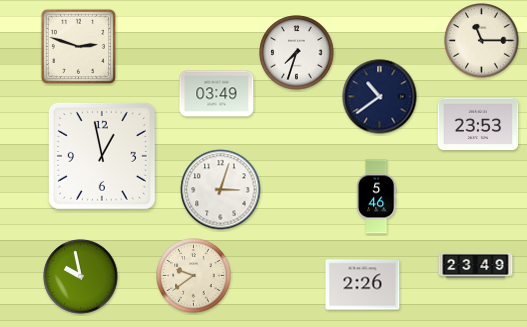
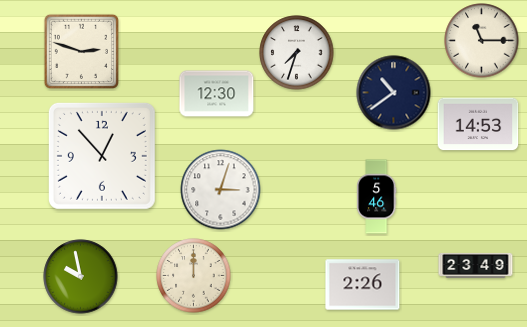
clock at (78, 46) position: (78, 46) -> (81, 51)
clock at (217, 94): 03:49 -> 12:30
clock at (380, 97) position: (380, 97) -> (394, 93)
clock at (478, 124): 23:53 -> 14:53
clock at (102, 156): 12:58 -> 12:53
clock at (194, 276): 9:39 -> 12:00
